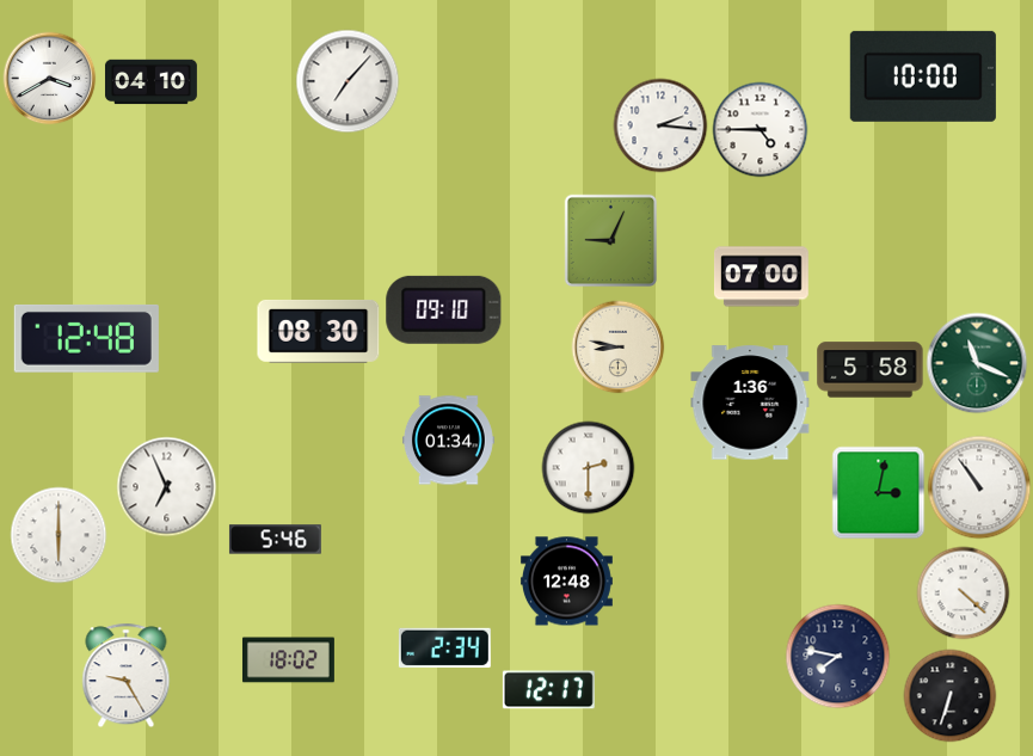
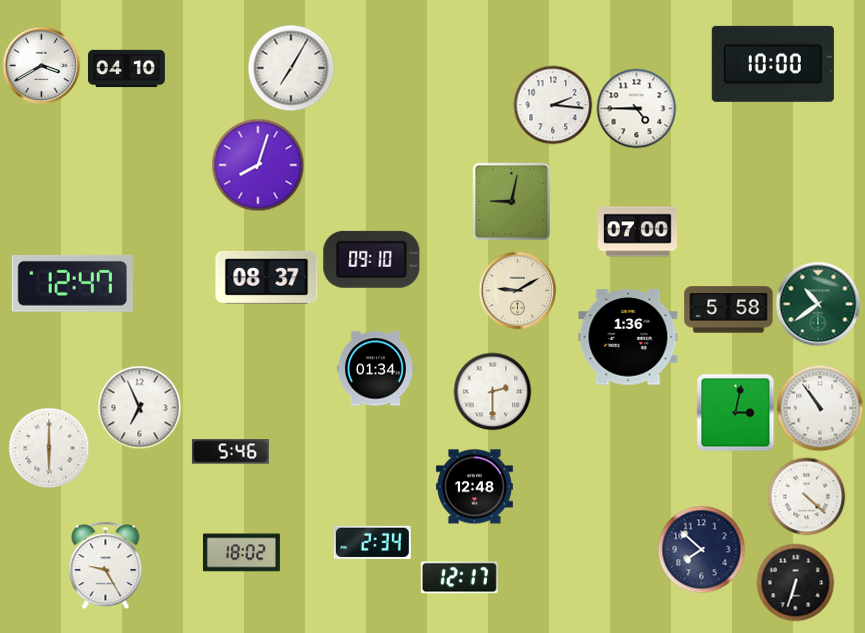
clock at (348, 81): 7:07 -> 7:05
clock at (258, 165): none -> 8:03
clock at (610, 240): 9:04 -> 9:02
clock at (319, 331): 08:30 -> 08:37
clock at (86, 338): 12:48 -> 12:47
clock at (617, 346): 8:47 -> 9:10
clock at (977, 363): 11:19 -> 10:39
clock at (837, 656): 7:47 -> 7:52
